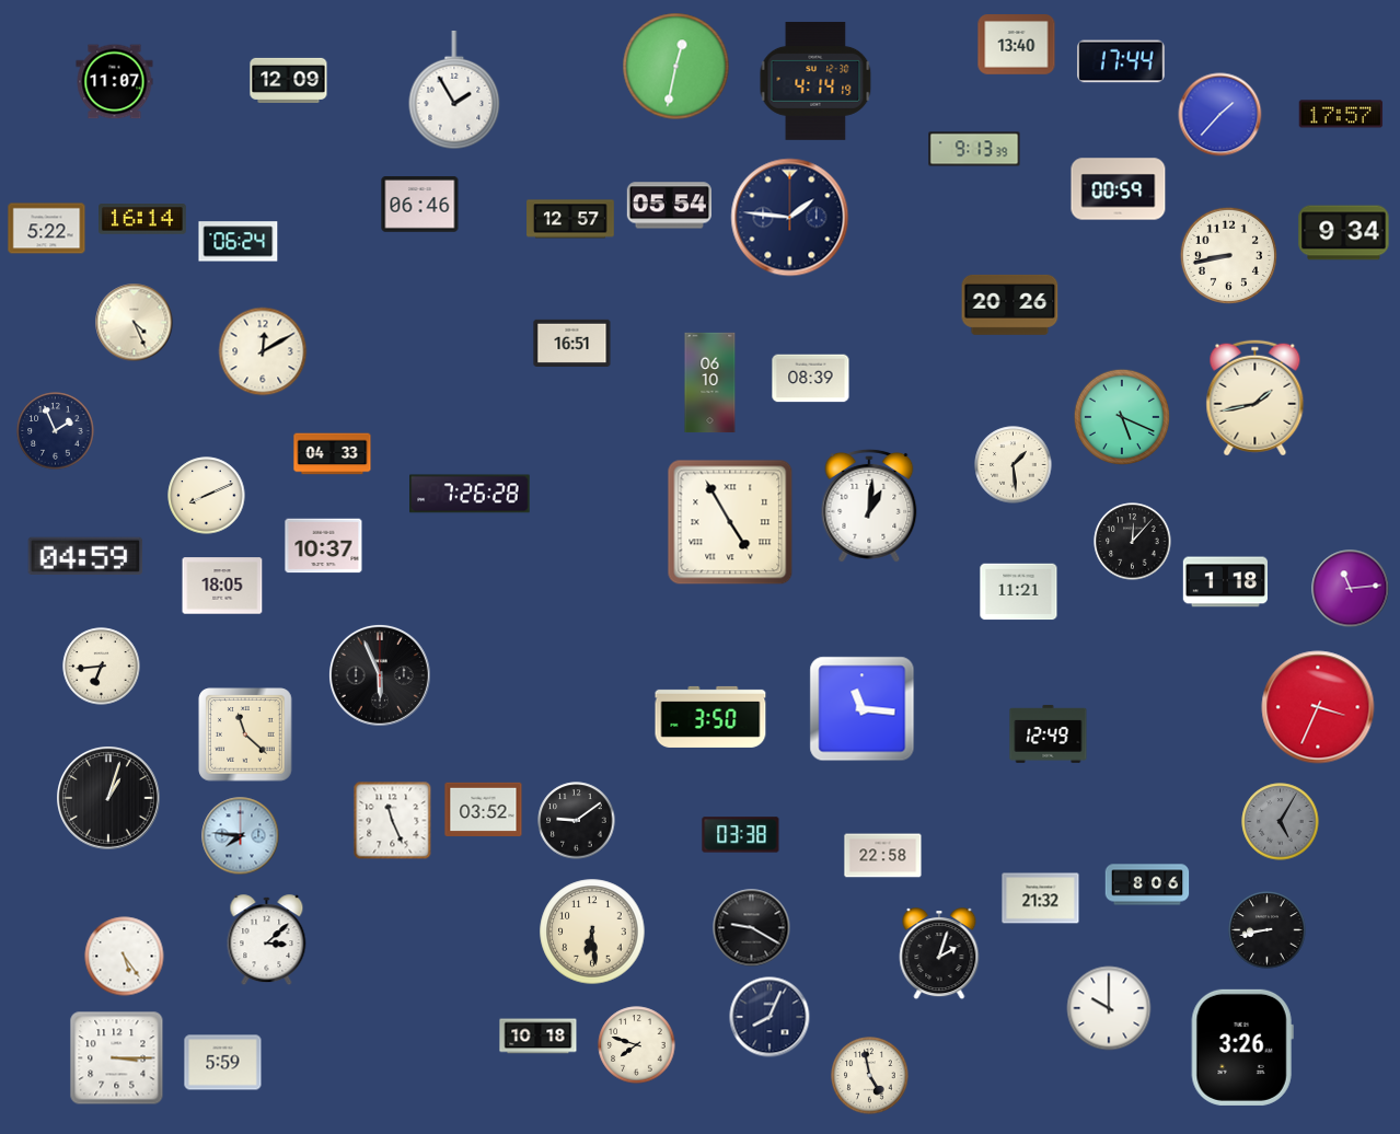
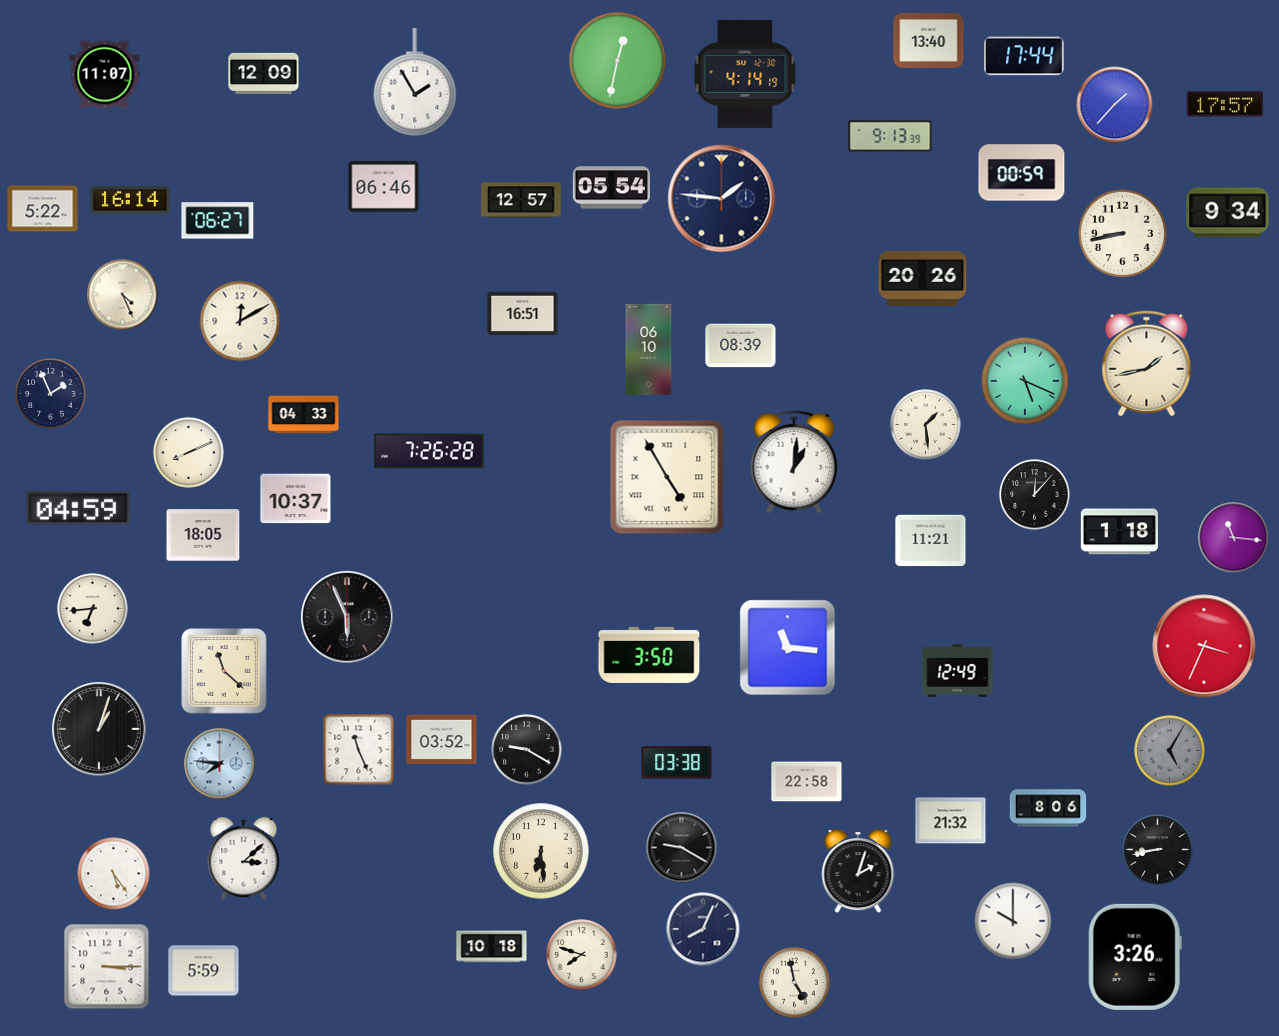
clock at (239, 242): 06:24 -> 06:27
clock at (1351, 589): 11:14 -> 11:16
clock at (577, 821): 9:09 -> 9:20
clock at (752, 928) position: (752, 928) -> (682, 848)
